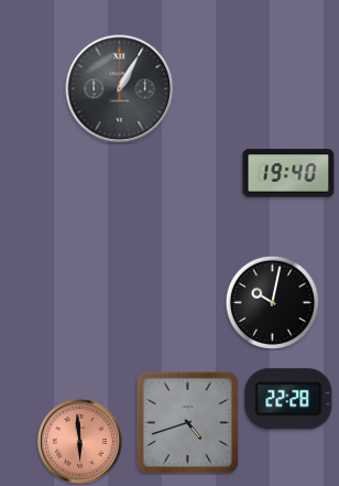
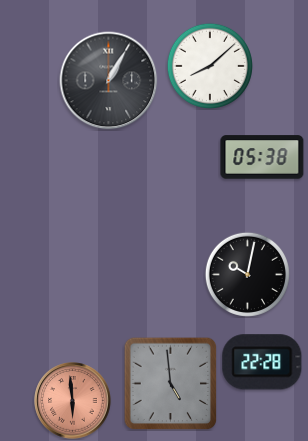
clock at (210, 66): none -> 8:08
clock at (288, 173): 19:40 -> 05:38
clock at (187, 422): 4:42 -> 4:59
